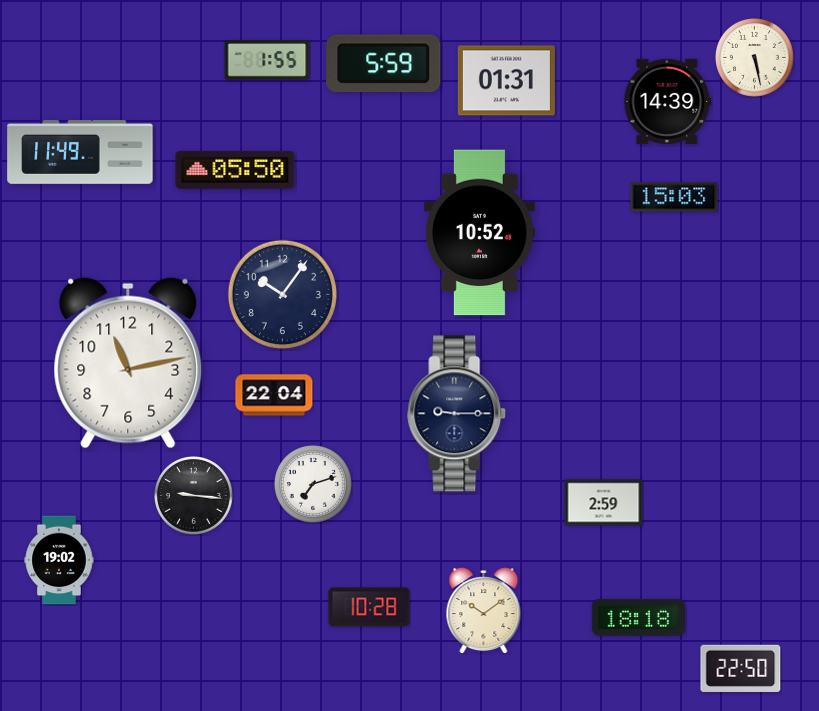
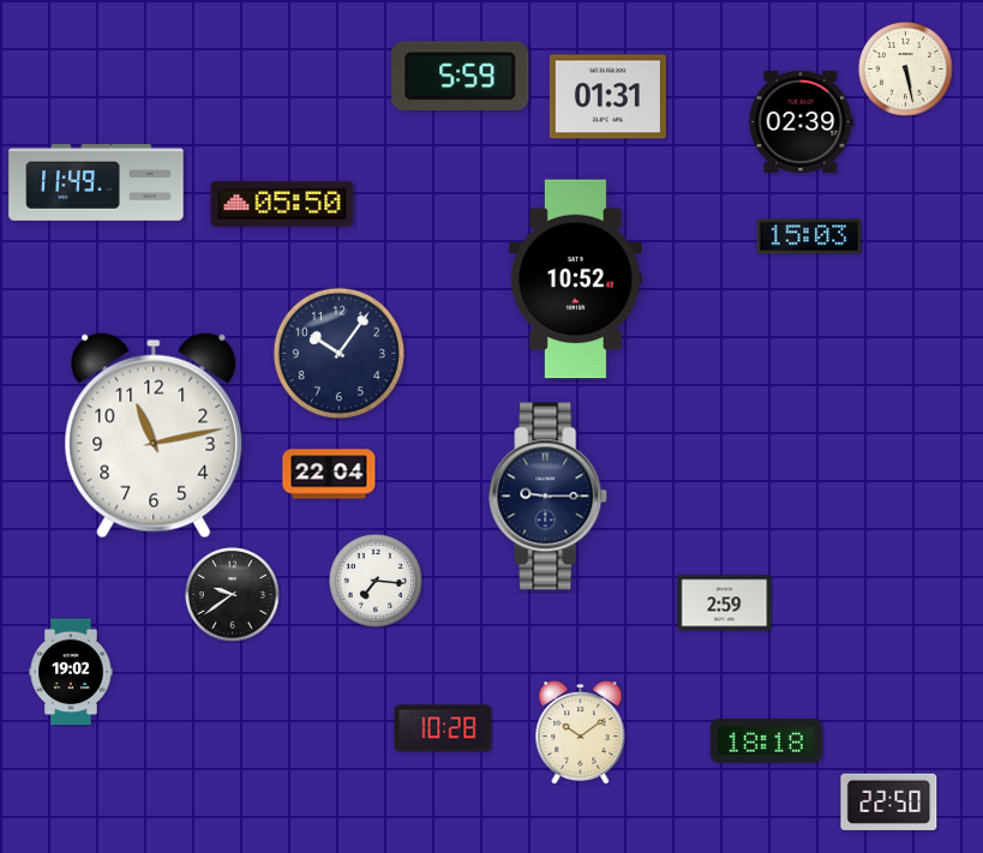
clock at (267, 60): 1:55 -> none
clock at (668, 101): 14:39 -> 02:39
clock at (314, 485): 7:12 -> 7:16
clock at (194, 496): 9:16 -> 9:39
